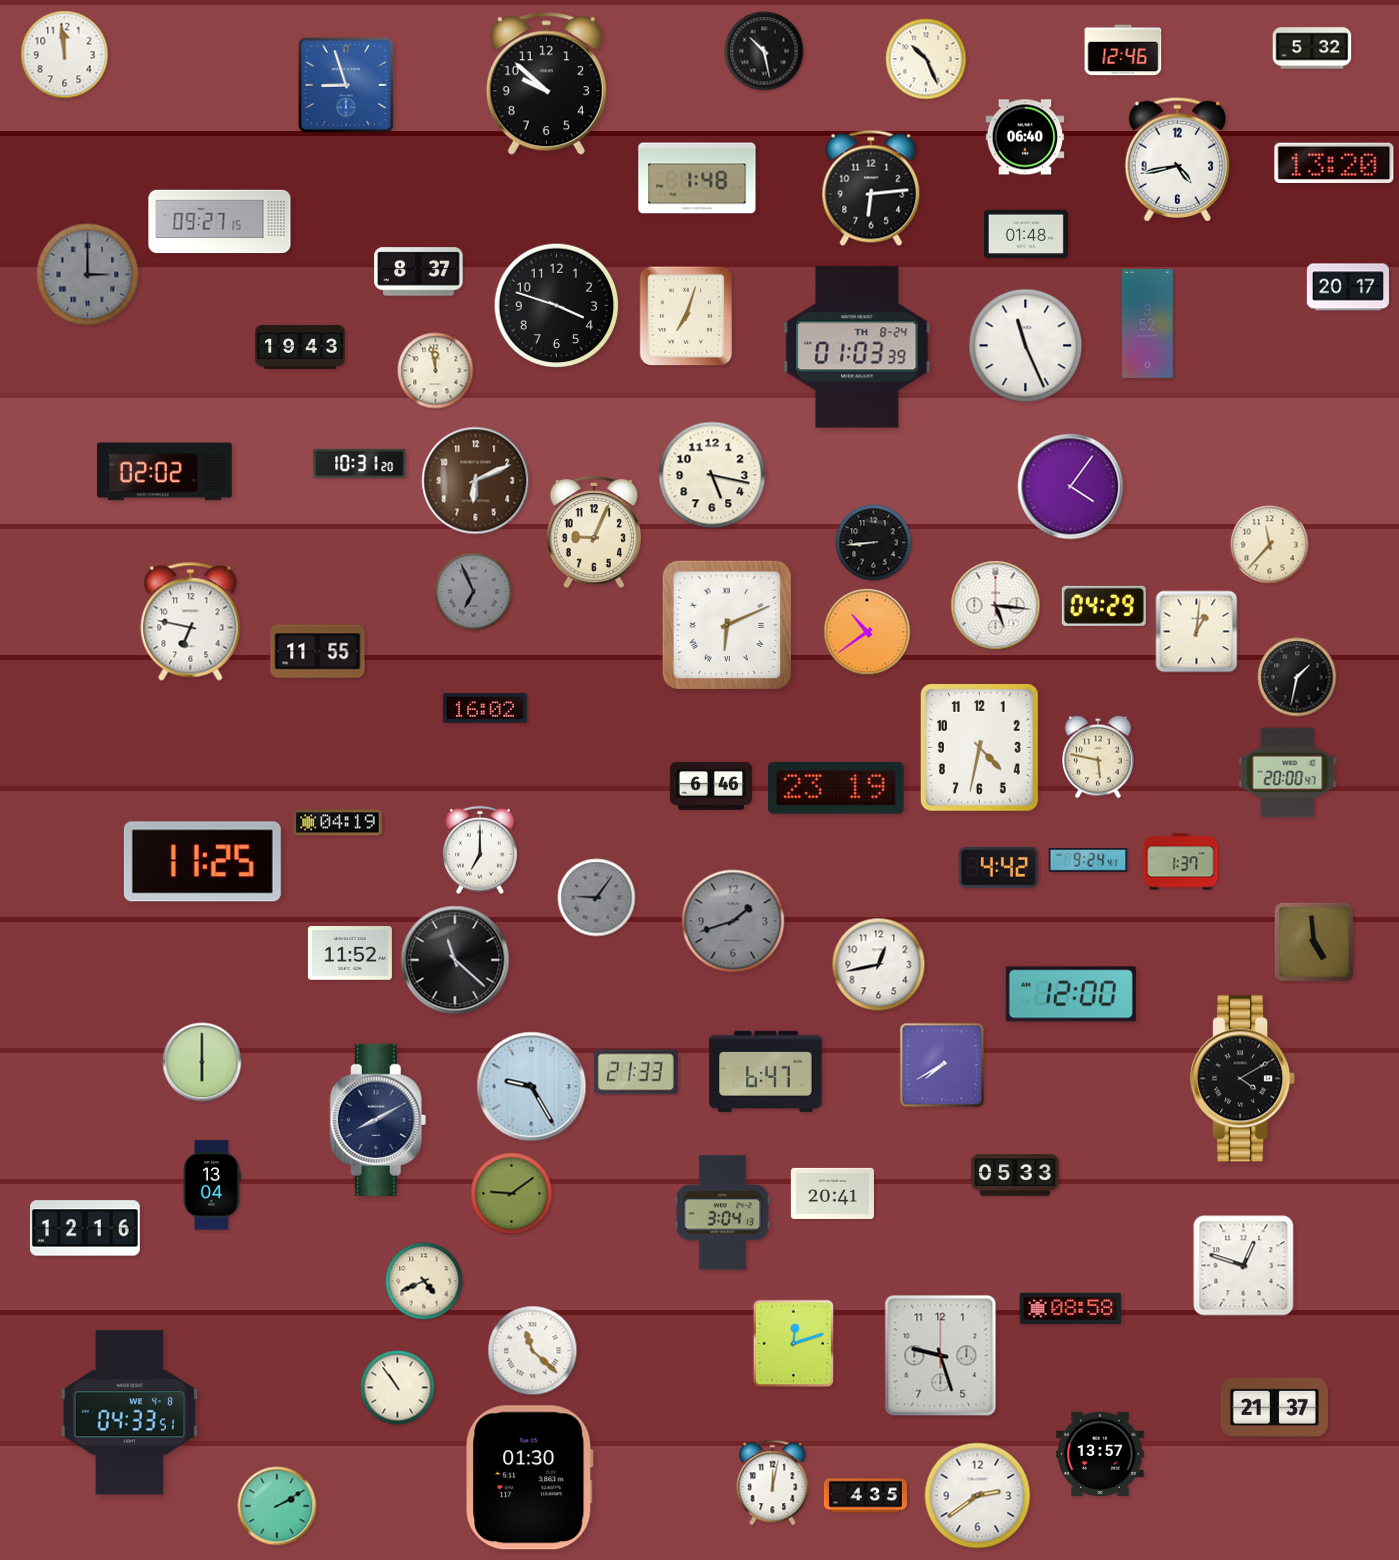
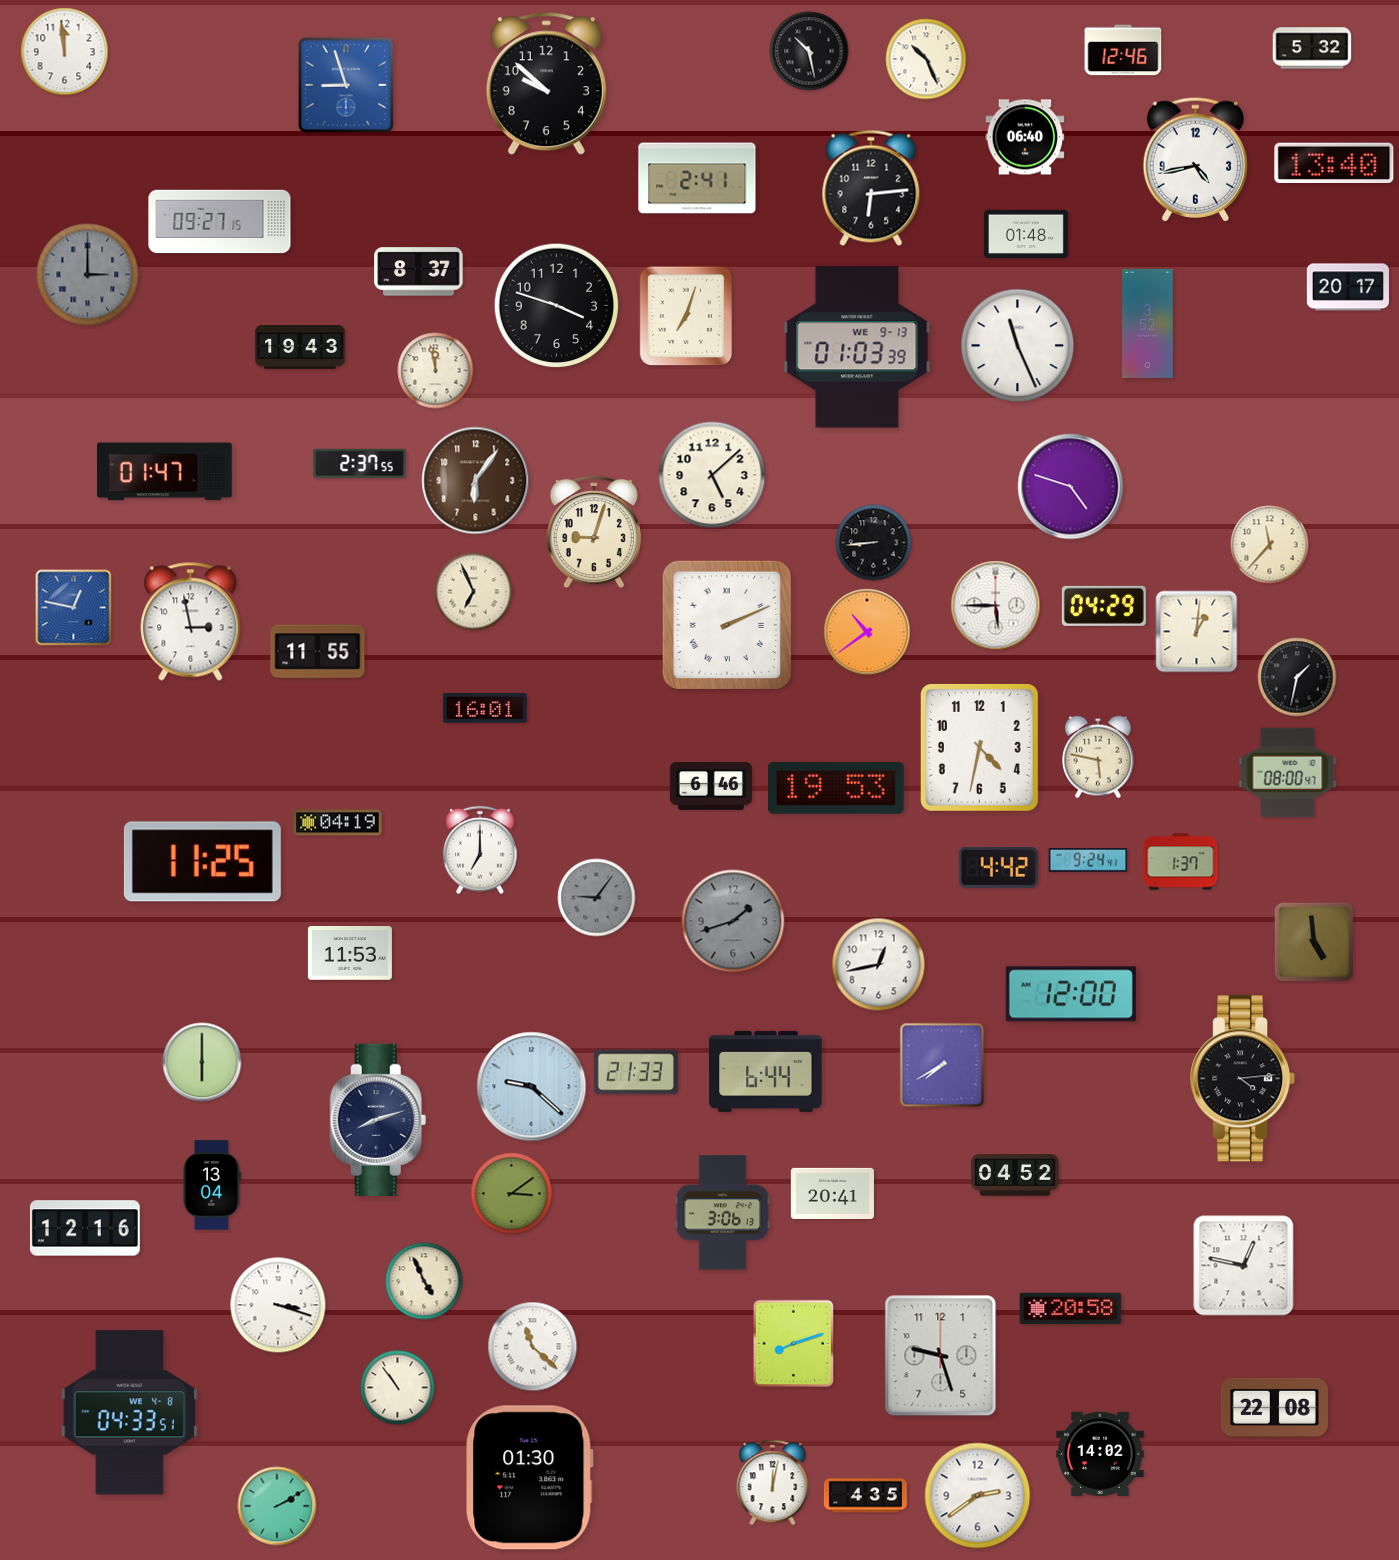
clock at (764, 51) position: (764, 51) -> (809, 51)
clock at (65, 55) position: (65, 55) -> (65, 52)
clock at (1177, 159) position: (1177, 159) -> (1195, 159)
clock at (1334, 162): 13:20 -> 13:40
clock at (697, 178): 1:48 -> 2:41
clock at (1026, 346) position: (1026, 346) -> (1018, 346)
clock at (857, 347) date: TH 8-24 -> WE 9-13
clock at (360, 463): 10:31 -> 2:37
clock at (165, 472): 02:02 -> 01:47
clock at (712, 475): 5:17 -> 5:08
clock at (476, 481): 6:11 -> 6:06
clock at (1071, 487): 4:06 -> 4:48
clock at (594, 533): 9:04 -> 9:03
clock at (474, 592) dial: grey -> cream
clock at (996, 606): 5:16 -> 5:45
clock at (74, 608): none -> 12:47
clock at (191, 622): 6:47 -> 2:58
clock at (727, 625): 6:11 -> 2:11
clock at (485, 708): 16:02 -> 16:01
clock at (1288, 773): 20:00 -> 08:00
clock at (837, 788): 23:19 -> 19:53
clock at (350, 954): 11:52 -> 11:53
clock at (455, 960): 11:22 -> none
clock at (766, 1071): 6:47 -> 6:44
clock at (1243, 1079): 4:10 -> 4:14
clock at (532, 1087): 9:25 -> 9:22
clock at (378, 1120): 8:10 -> 8:12
clock at (1015, 1175): 05:33 -> 04:52
clock at (512, 1194): 9:09 -> 3:09
clock at (723, 1213): 3:04 -> 3:06
clock at (1244, 1266): 12:48 -> 12:47
clock at (424, 1281): 4:41 -> 4:56
clock at (278, 1305): none -> 3:18
clock at (1071, 1309): 08:58 -> 20:58
clock at (793, 1343): 12:12 -> 8:12
clock at (533, 1351) position: (533, 1351) -> (533, 1347)
clock at (1274, 1407): 21:37 -> 22:08
clock at (1100, 1454): 13:57 -> 14:02
